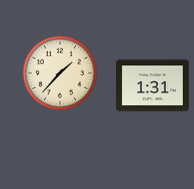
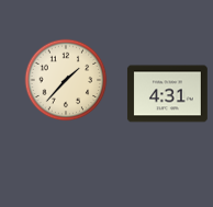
clock at (152, 86): 1:31 -> 4:31
